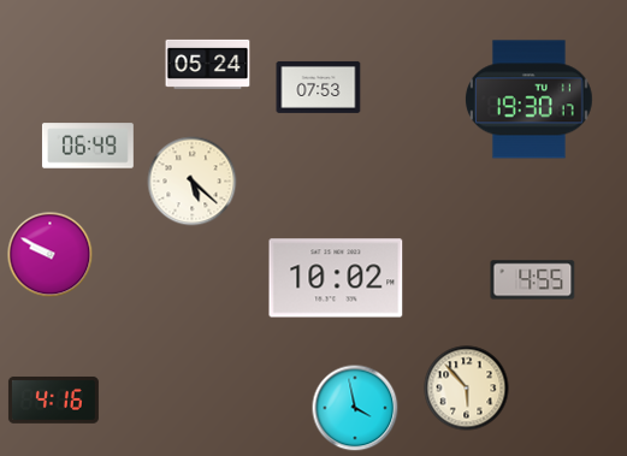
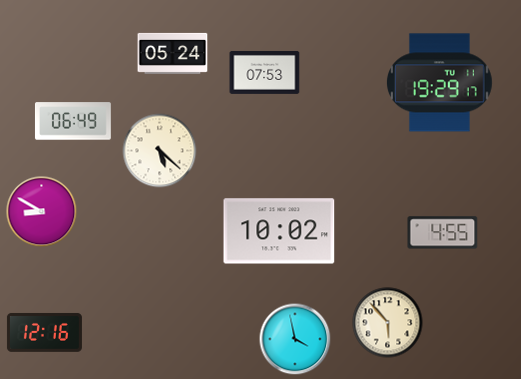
clock at (528, 100): 19:30 -> 19:29
clock at (51, 255): 9:50 -> 8:50
clock at (53, 399): 4:16 -> 12:16
